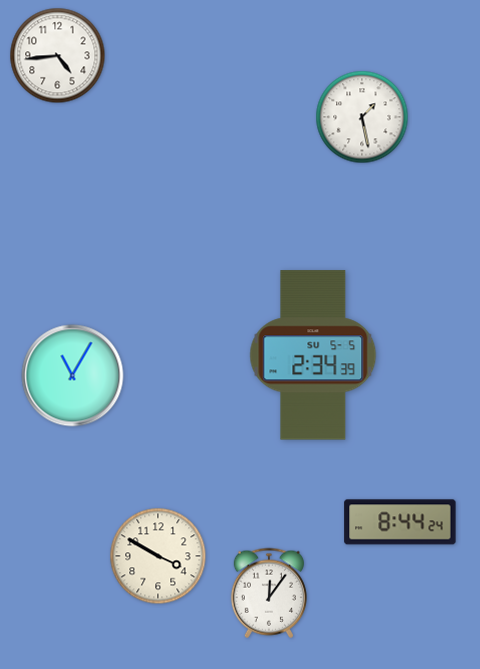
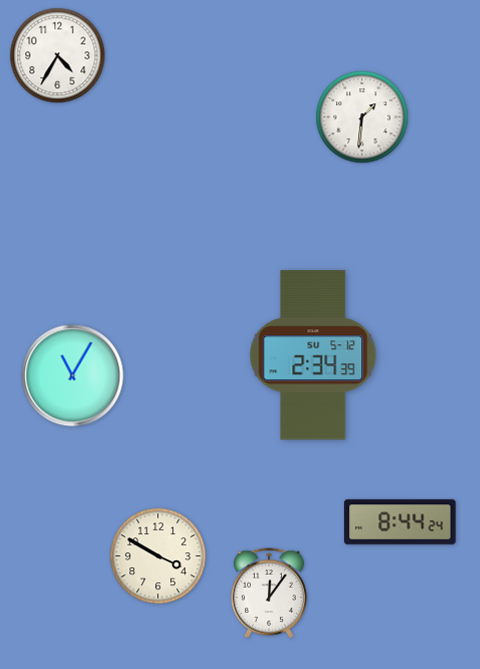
clock at (58, 56): 4:44 -> 4:35
clock at (362, 117): 1:28 -> 1:31
clock at (313, 355) date: SU 5-5 -> SU 5-12
